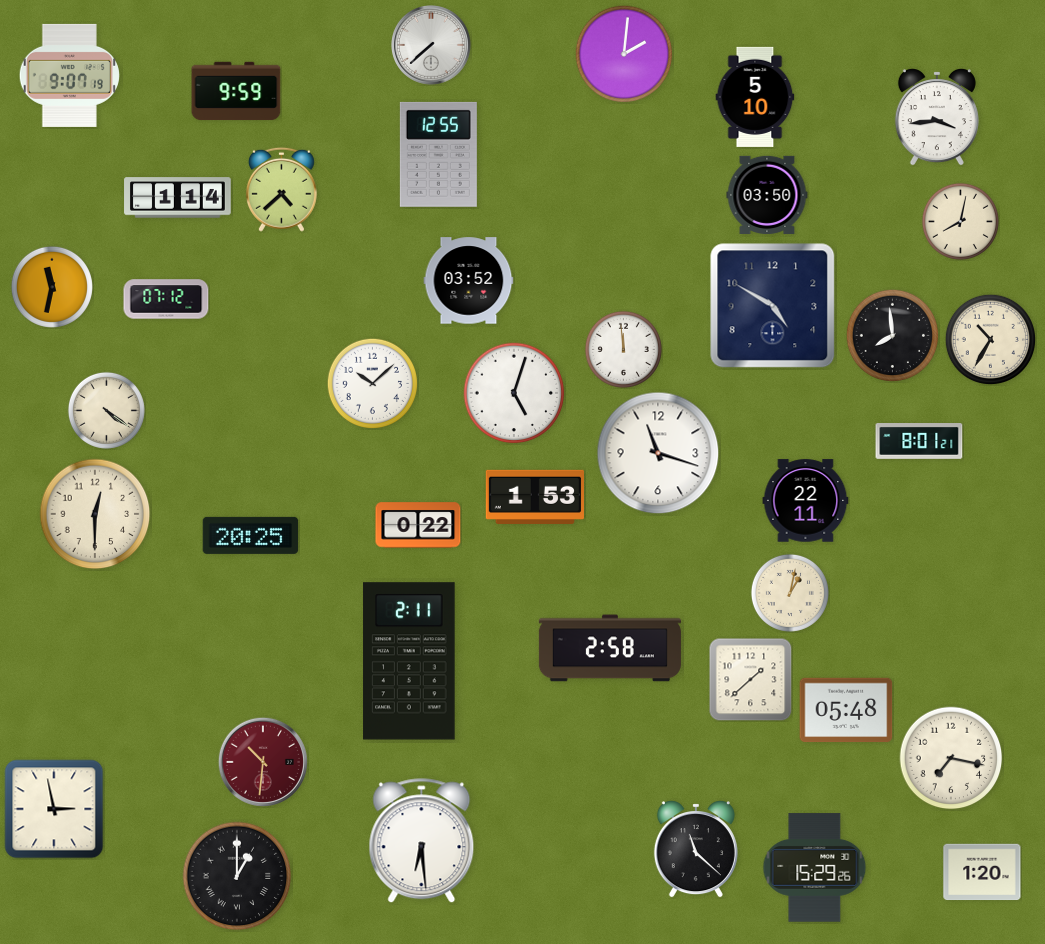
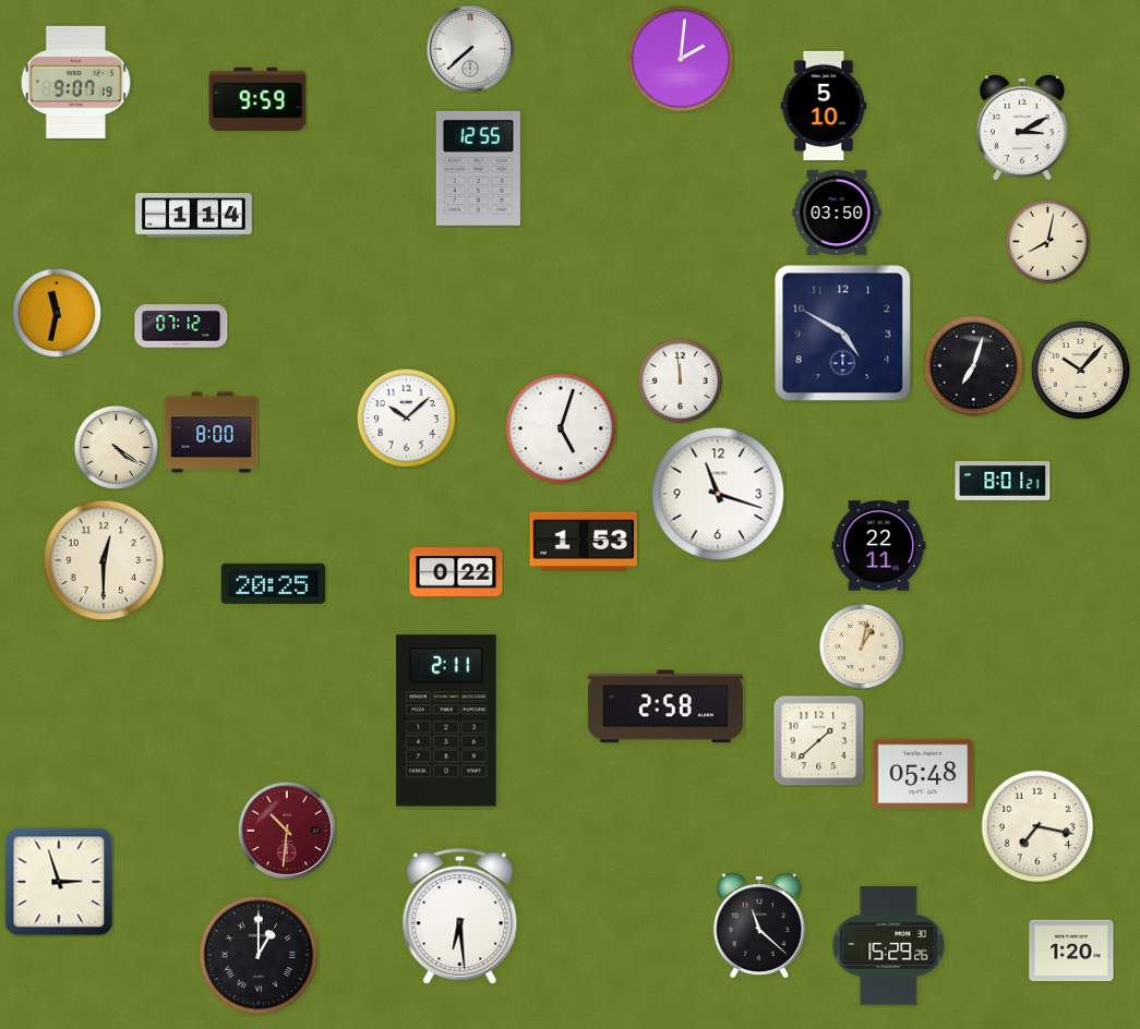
clock at (937, 117): 3:44 -> 3:10
clock at (281, 189): 4:38 -> none
clock at (469, 281): 03:52 -> none
clock at (892, 335): 7:59 -> 7:03
clock at (990, 339): 10:35 -> 10:07
clock at (212, 433): none -> 8:00
clock at (54, 809): 2:58 -> 2:57
